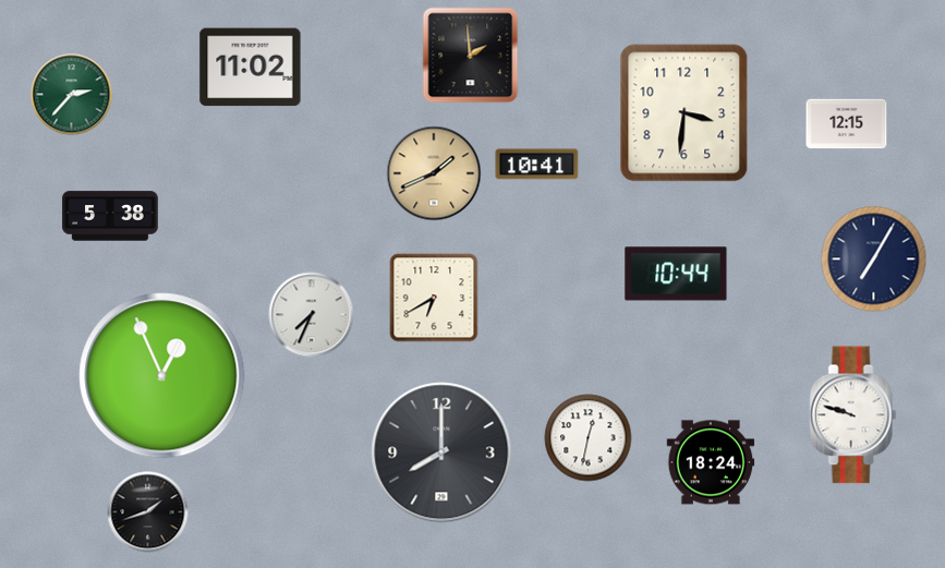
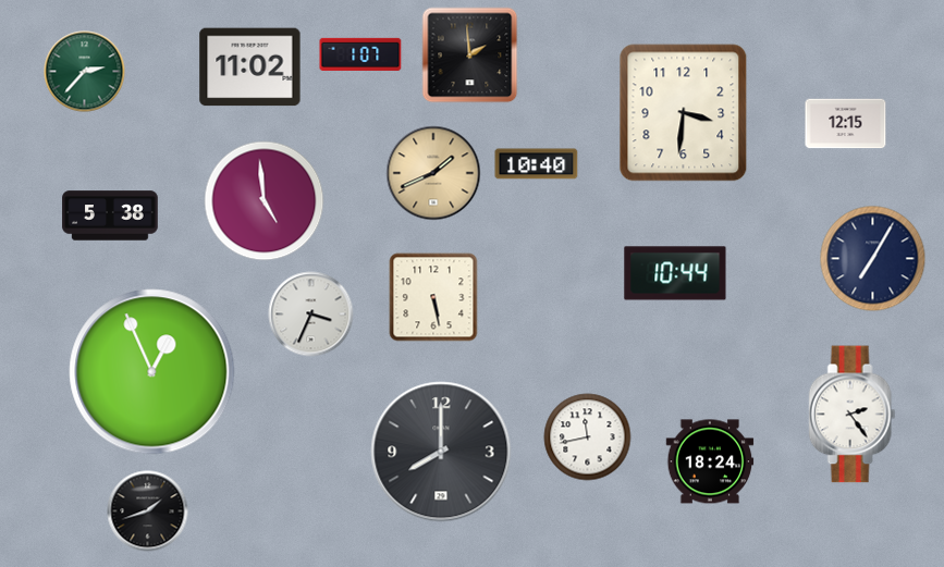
clock at (360, 54): none -> 1:07
clock at (72, 95) position: (72, 95) -> (85, 72)
clock at (537, 165): 10:41 -> 10:40
clock at (265, 201): none -> 4:59
clock at (434, 298): 6:40 -> 5:28
clock at (312, 315): 7:34 -> 3:34
clock at (162, 376) position: (162, 376) -> (152, 372)
clock at (853, 415): 9:48 -> 2:24
clock at (589, 438): 12:32 -> 11:43
